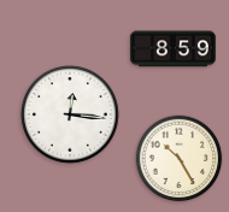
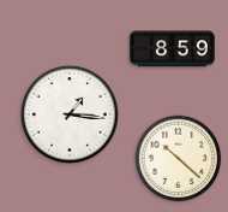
clock at (70, 114): 12:16 -> 1:16
clock at (180, 159): 10:25 -> 10:22
